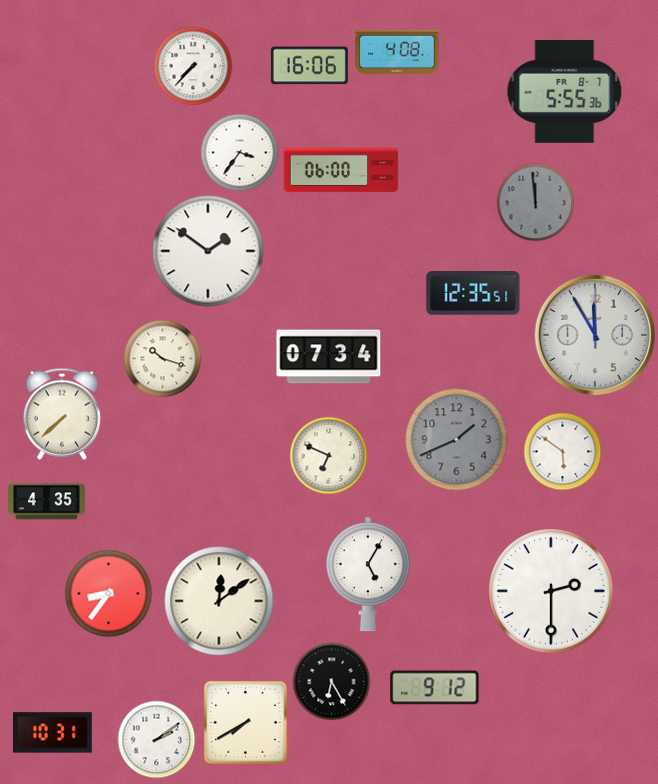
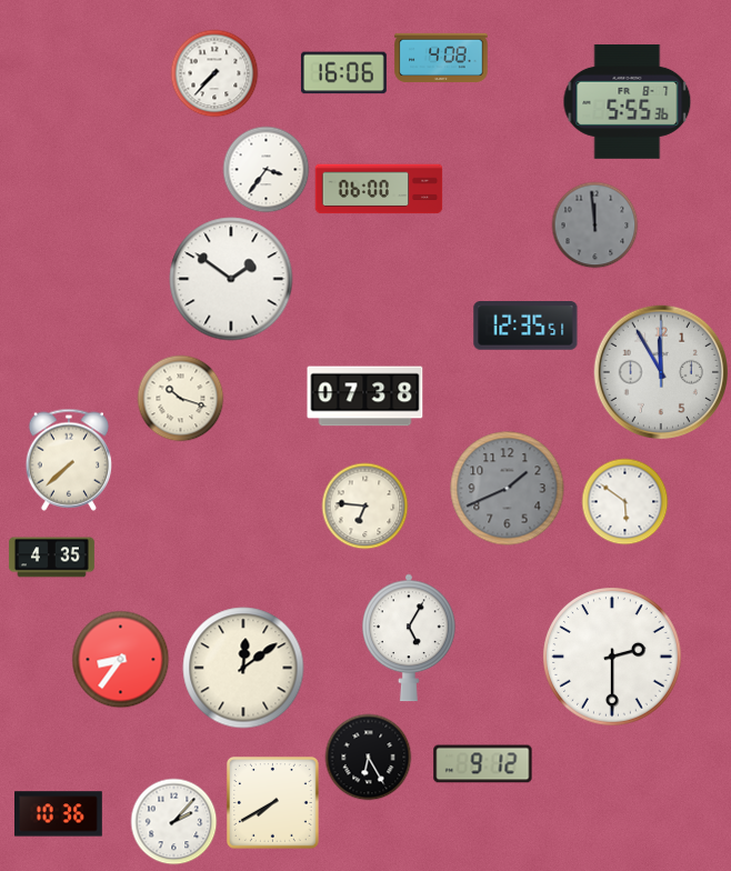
clock at (329, 357): 07:34 -> 07:38
clock at (328, 455): 6:49 -> 6:46
clock at (53, 733): 10:31 -> 10:36
clock at (156, 739): 2:09 -> 2:07
